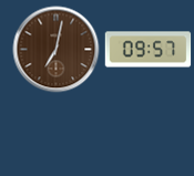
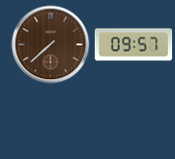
clock at (55, 49): 7:02 -> 7:38
